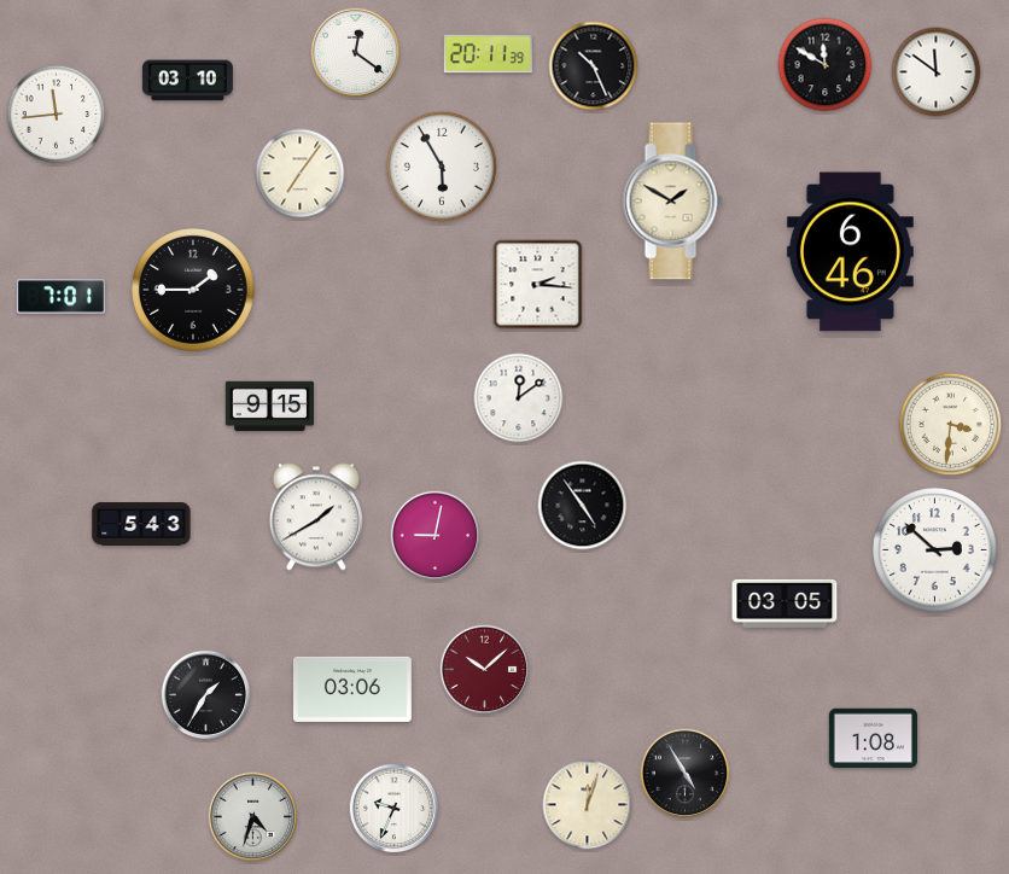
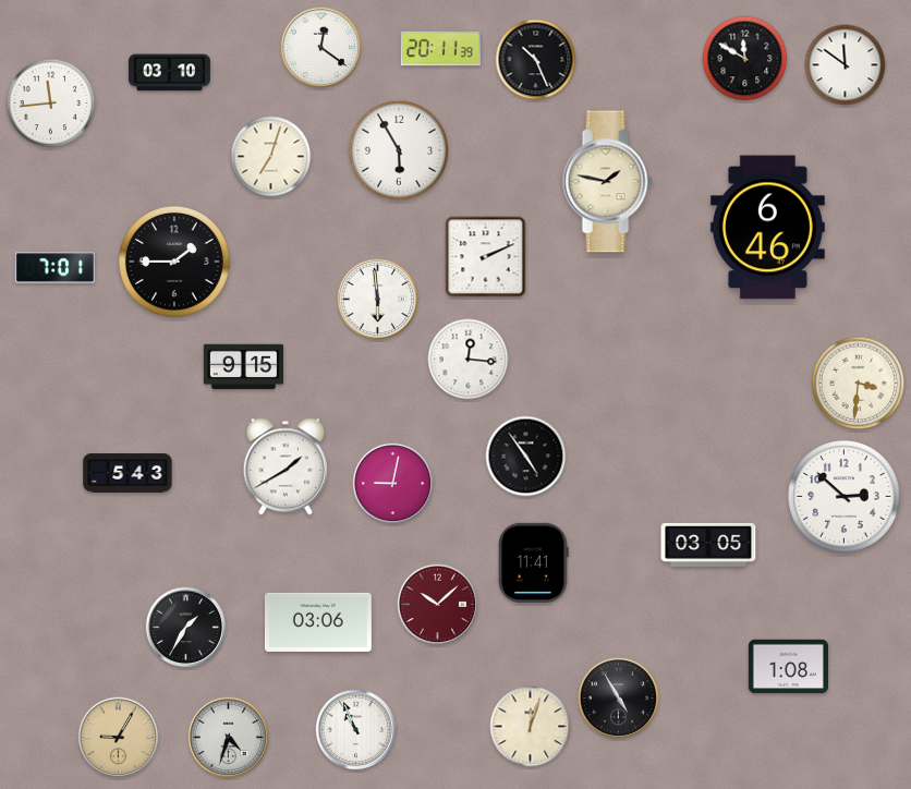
clock at (301, 174): 7:06 -> 7:03
clock at (672, 202): 1:50 -> 1:47
clock at (538, 285): 2:16 -> 2:11
clock at (378, 300): none -> 5:59
clock at (519, 398): 12:09 -> 12:16
clock at (534, 562): none -> 11:41
clock at (395, 809): 9:34 -> 10:56
clock at (119, 738): none -> 9:05
